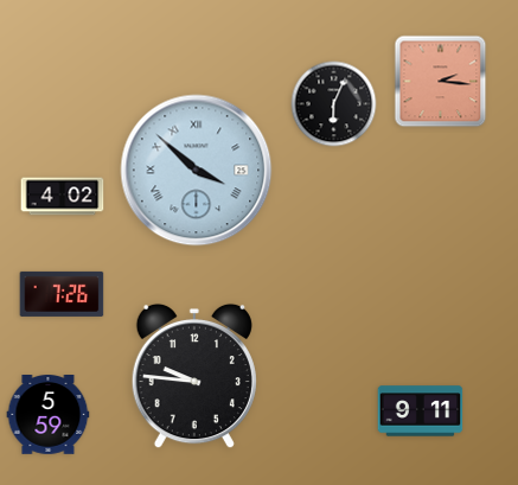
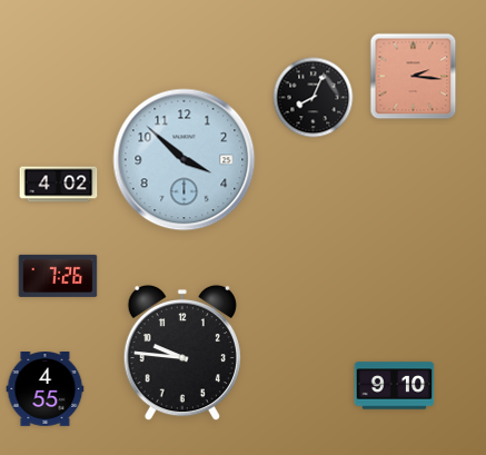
clock at (334, 104): 6:04 -> 8:04
clock at (197, 171) numerals: Roman -> Arabic
clock at (421, 411): 9:11 -> 9:10
clock at (49, 415): 5:59 -> 4:55
